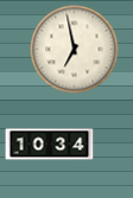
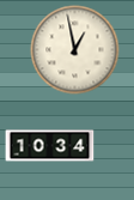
clock at (75, 50): 6:58 -> 12:58
